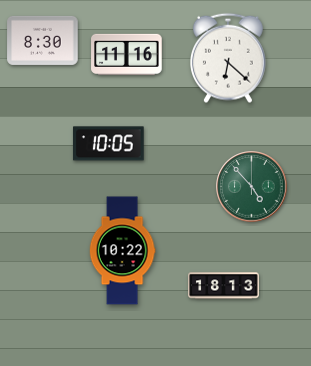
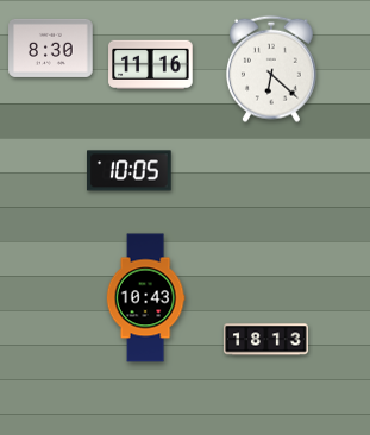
clock at (252, 187): 4:53 -> none
clock at (122, 251): 10:22 -> 10:43
